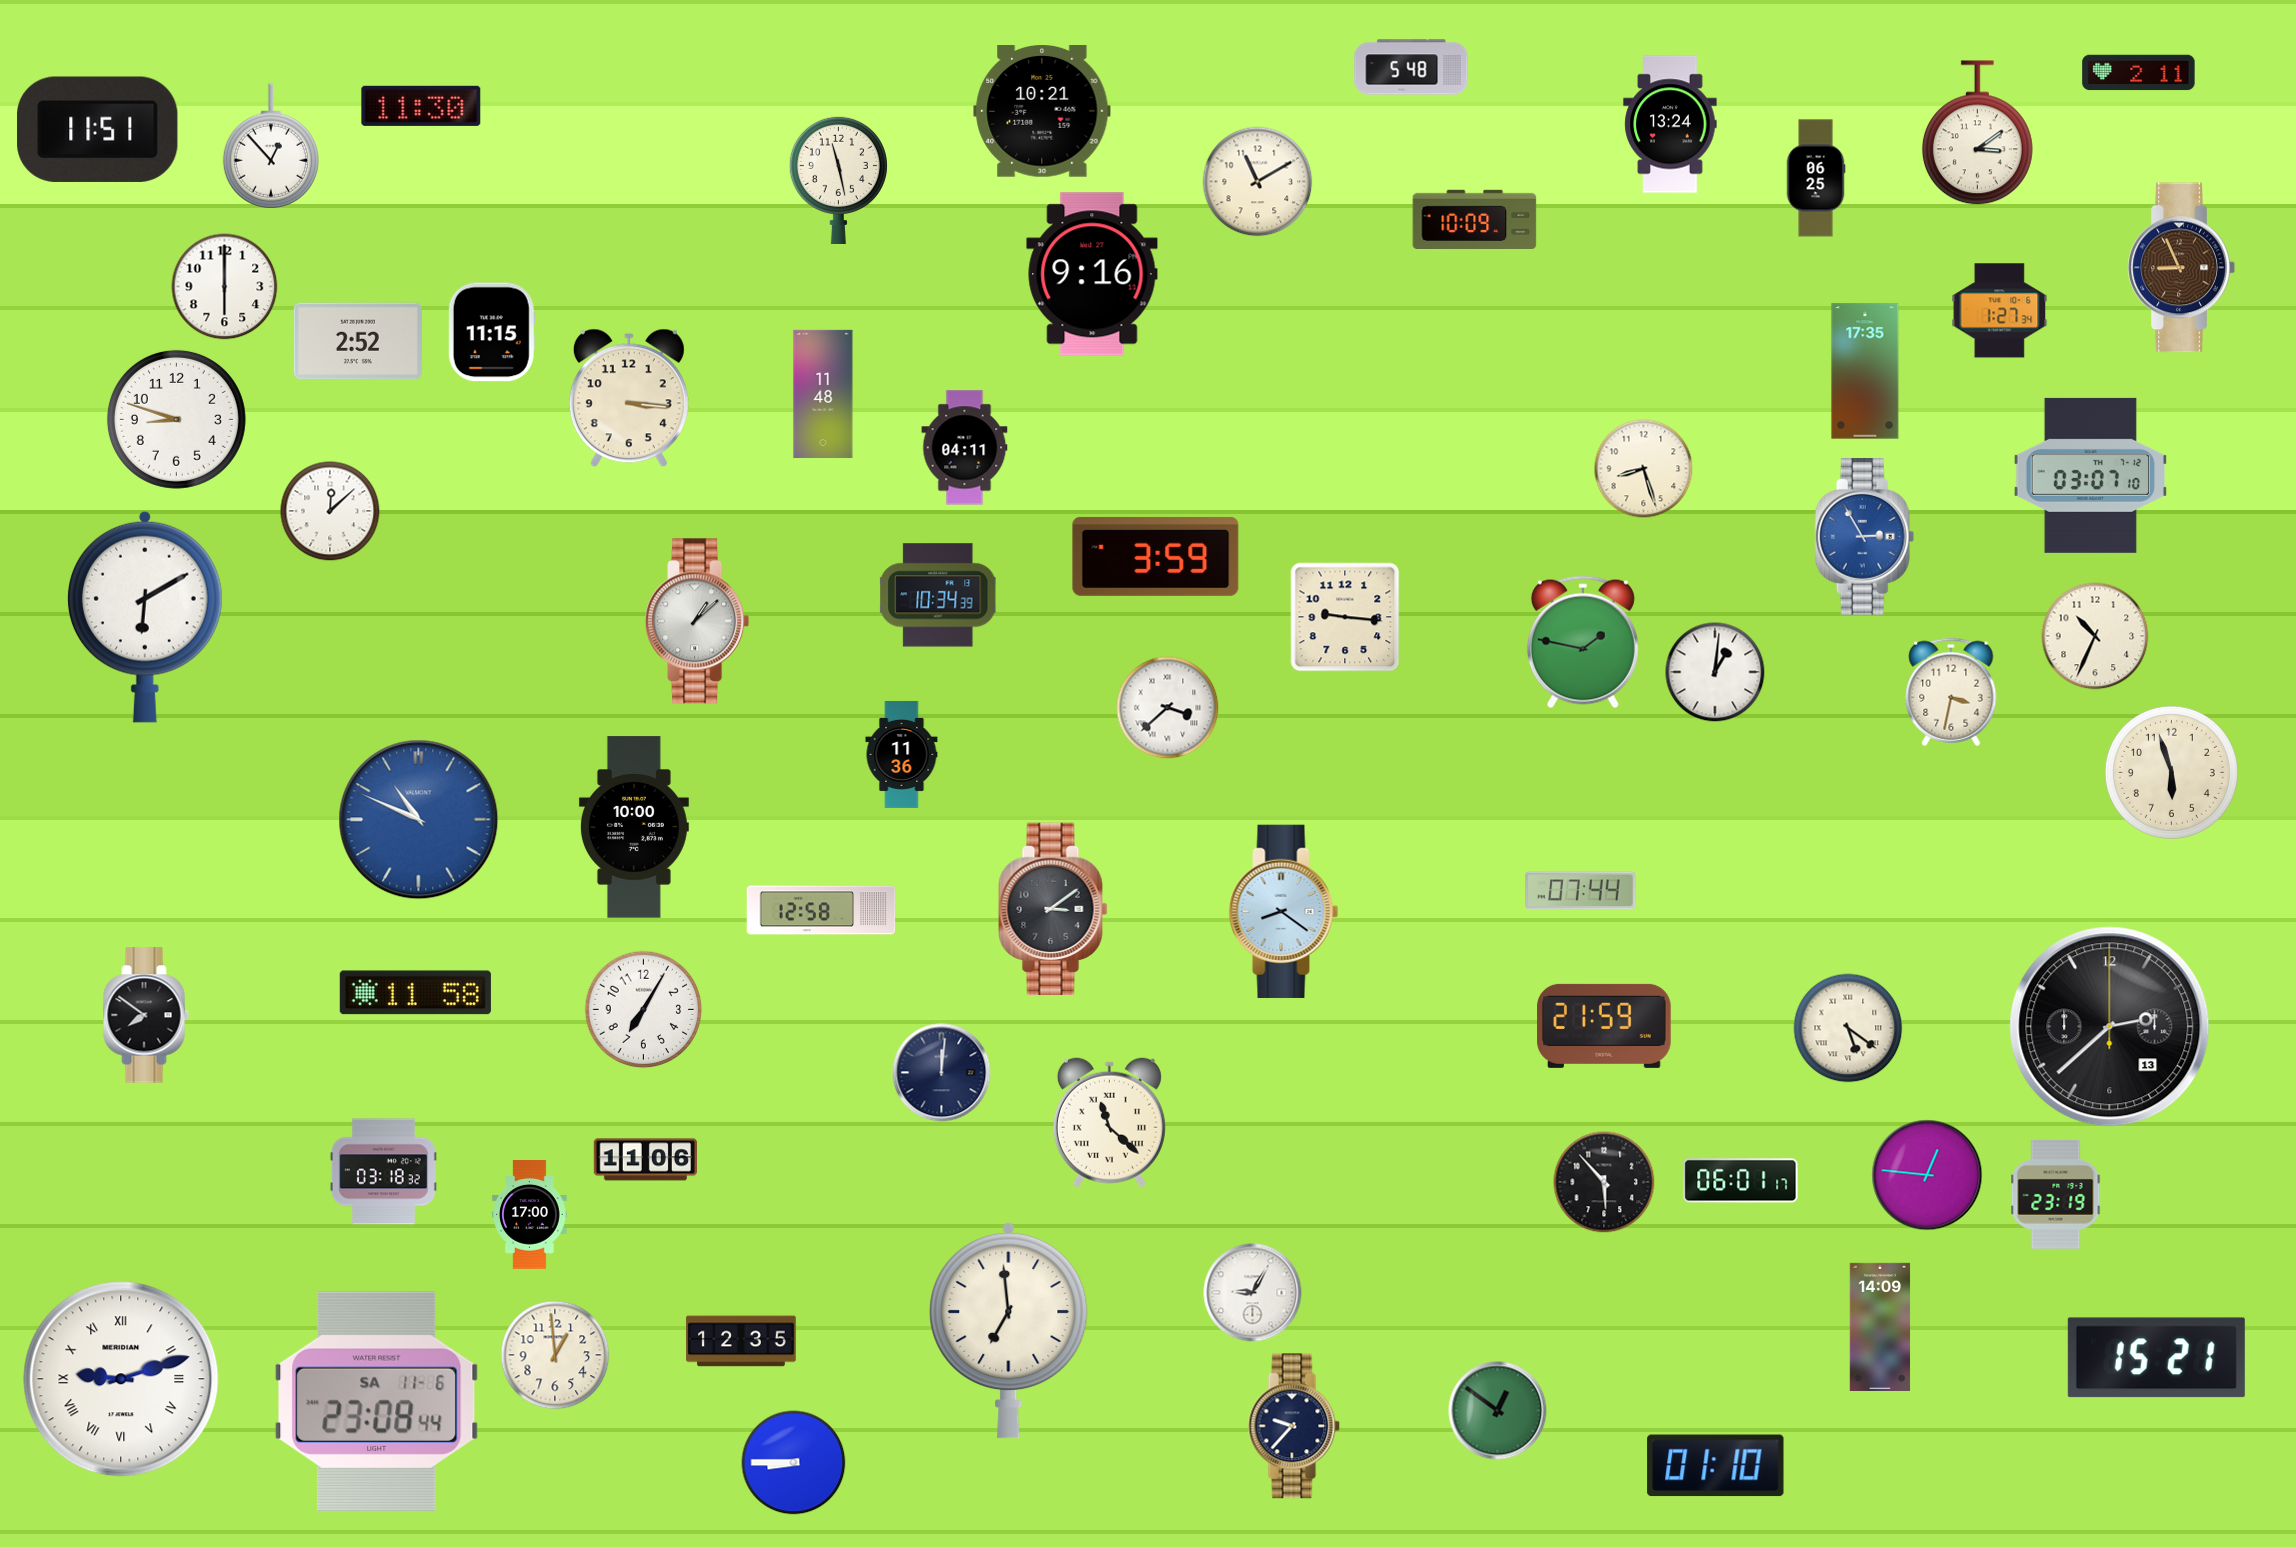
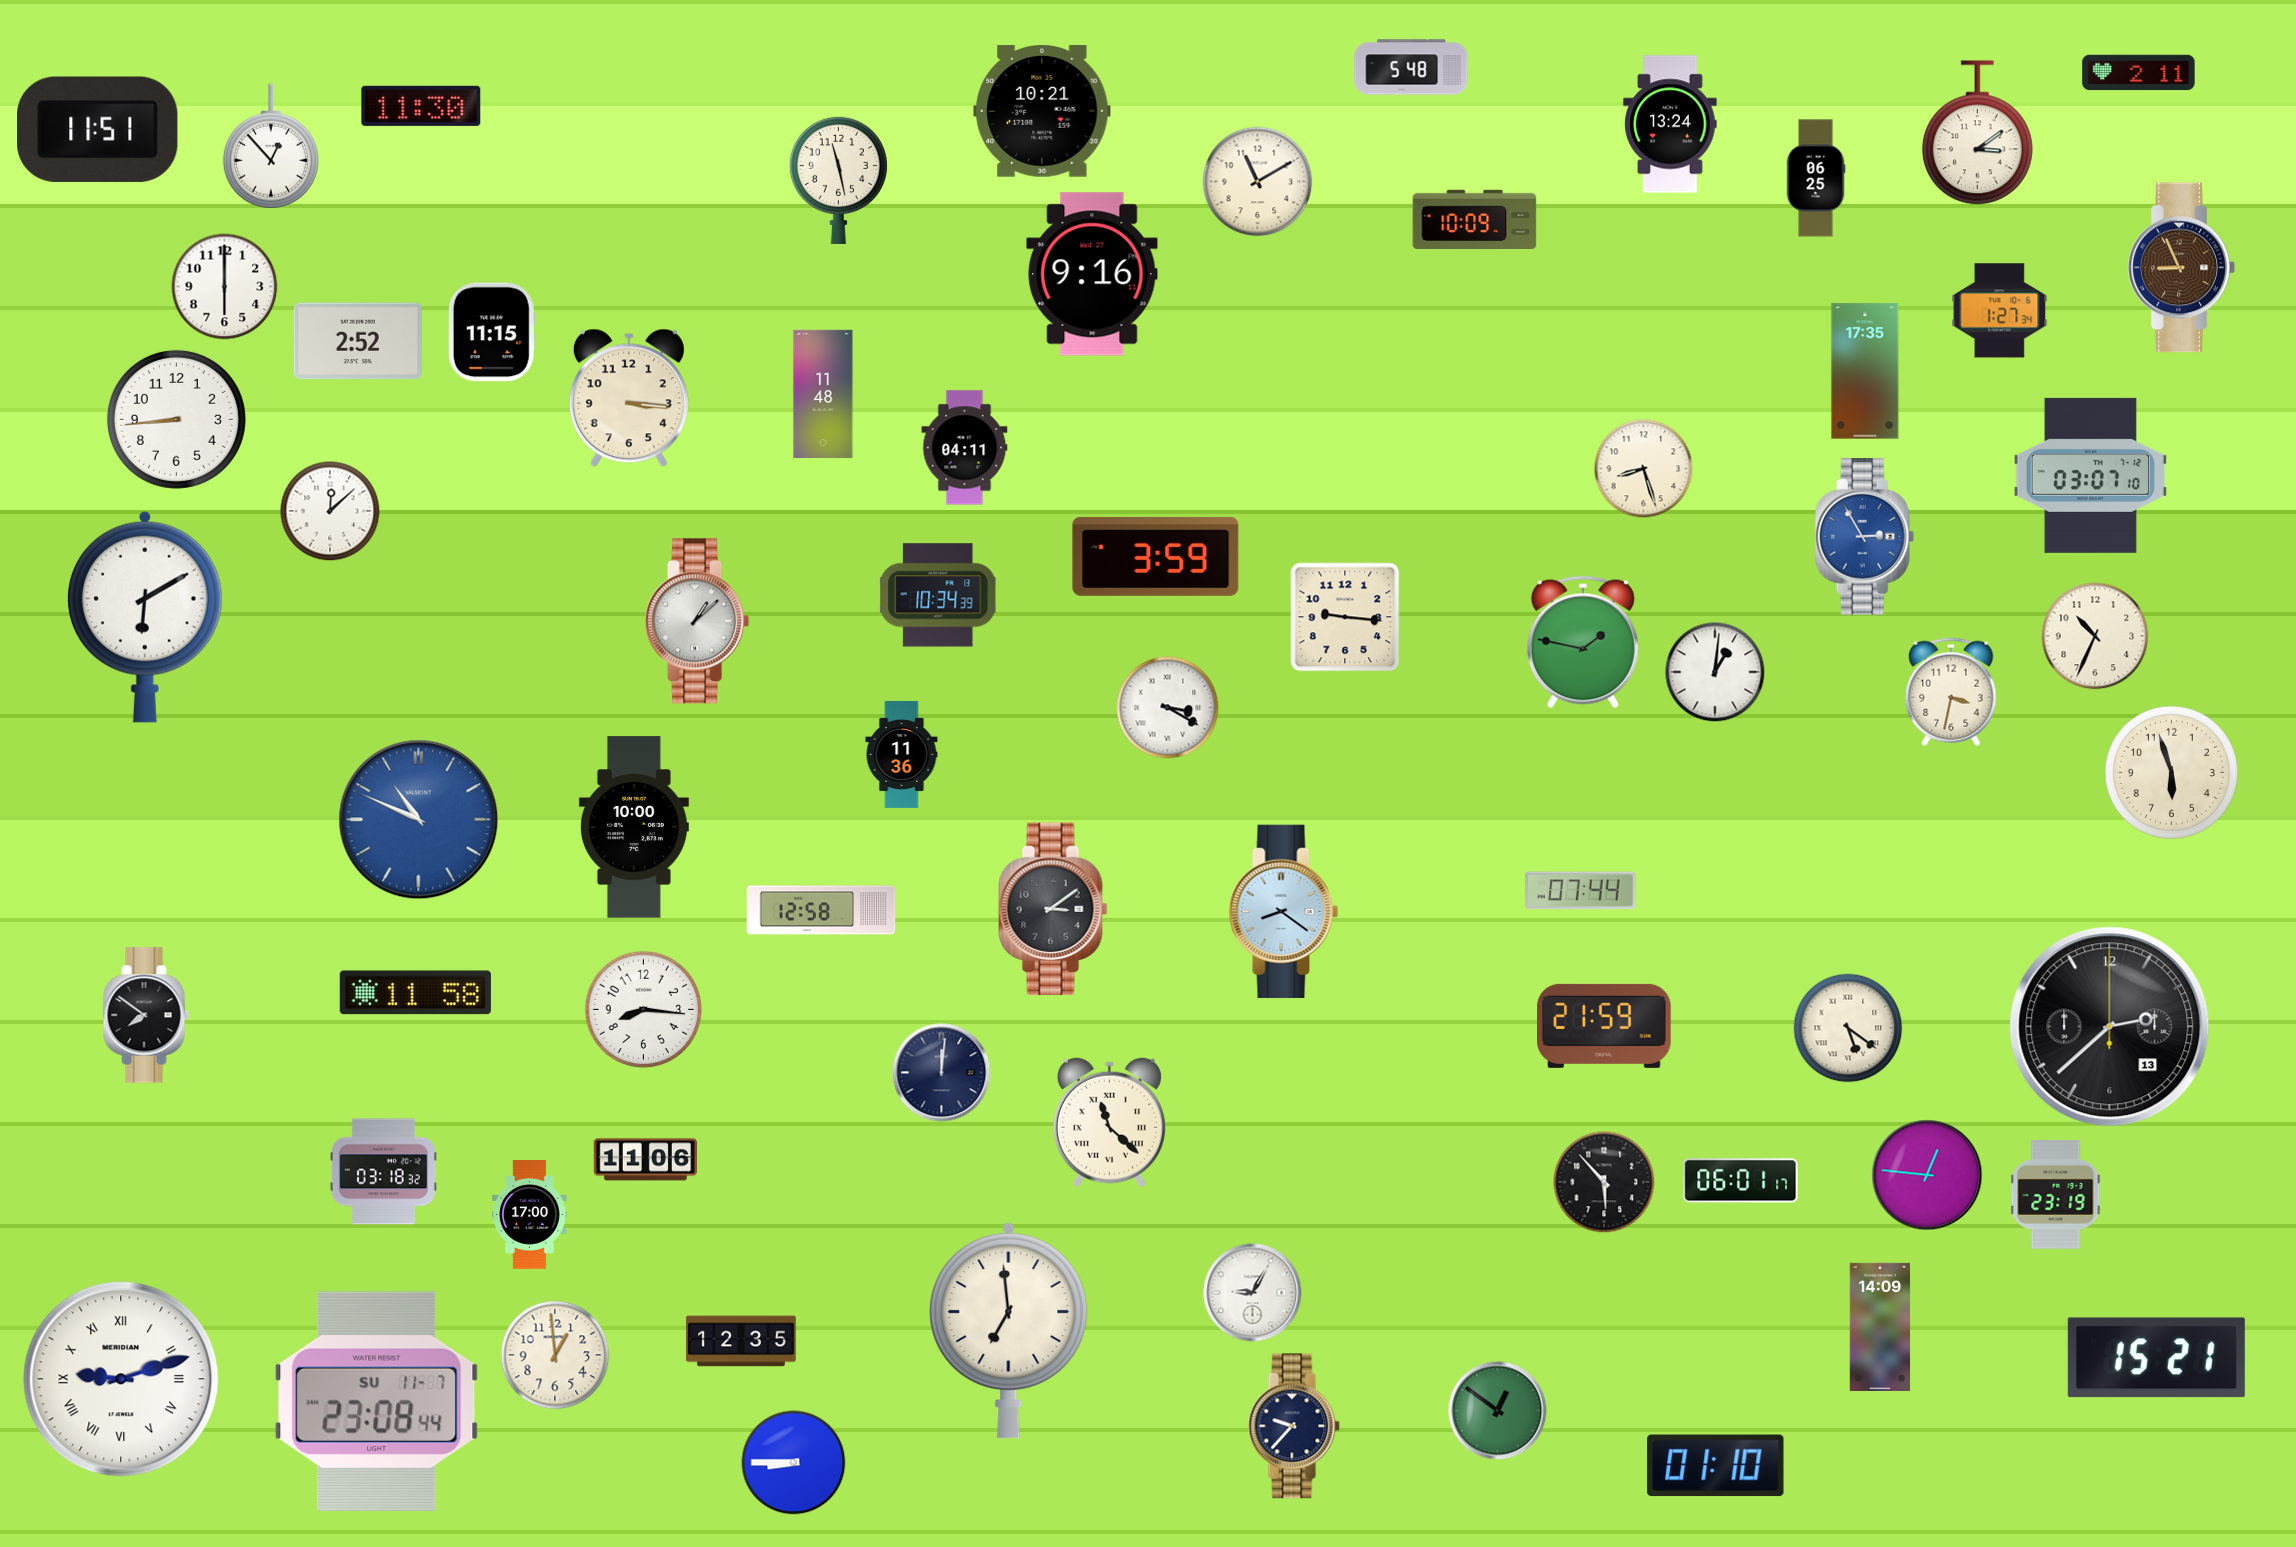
clock at (176, 419): 8:48 -> 8:44
clock at (1168, 708): 3:38 -> 3:20
clock at (644, 1010): 7:05 -> 8:16
clock at (377, 1401) date: SA 11-6 -> SU 11-7
